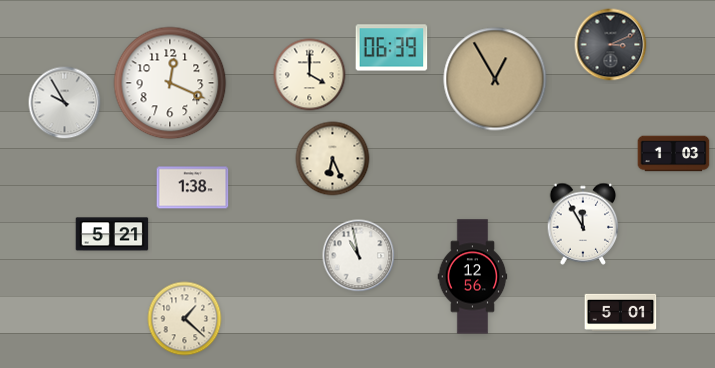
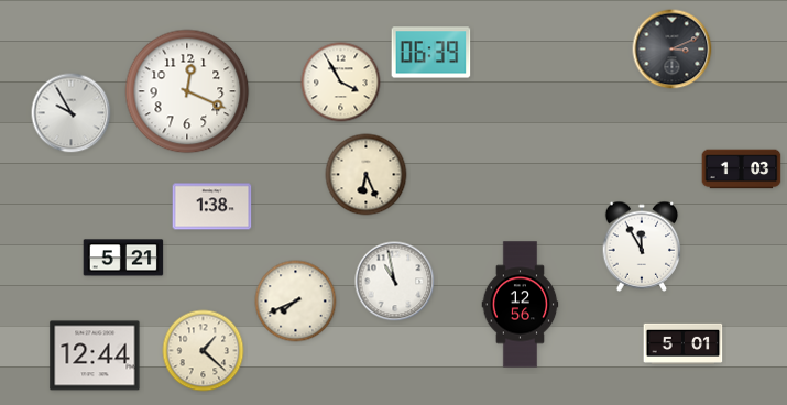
clock at (310, 75): 4:00 -> 3:55
clock at (495, 79): 12:55 -> none
clock at (296, 302): none -> 7:41
clock at (95, 355): none -> 12:44
